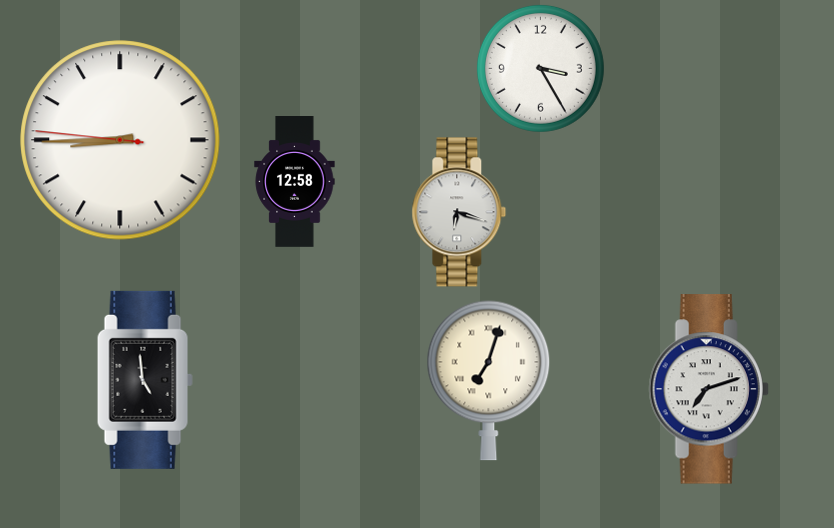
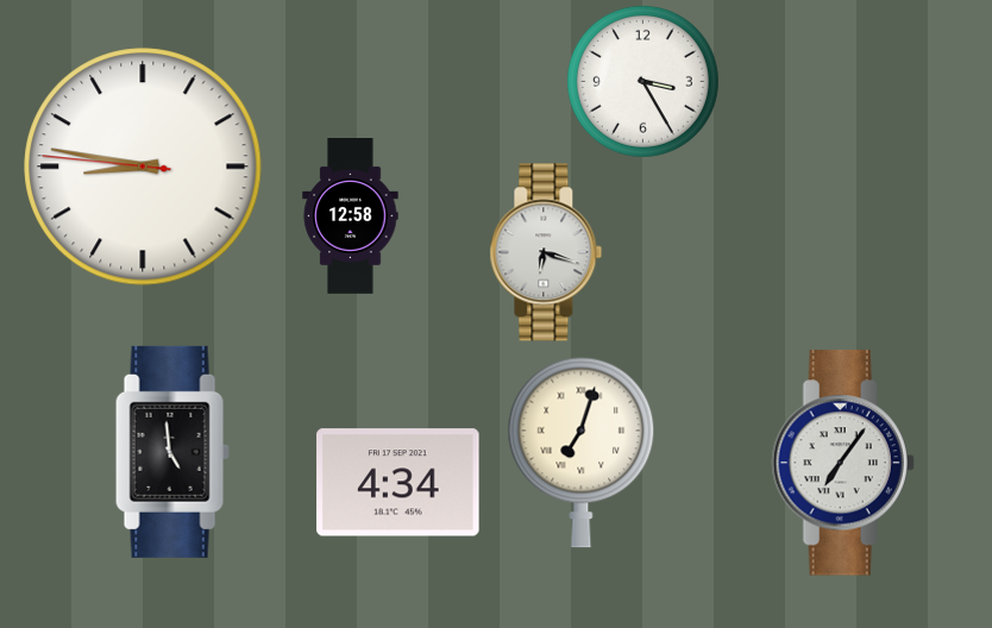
clock at (120, 140): 8:44 -> 8:46
clock at (709, 389): 7:12 -> 7:06
clock at (398, 483): none -> 4:34
